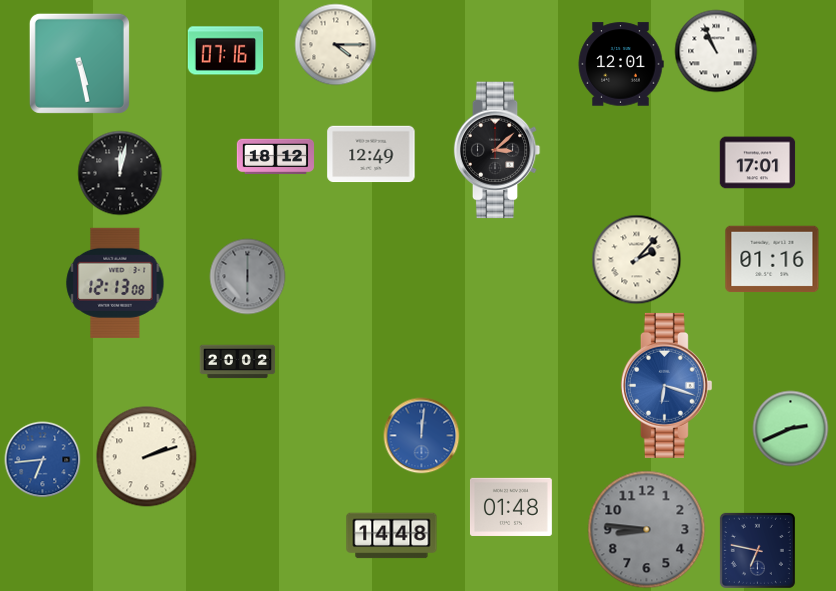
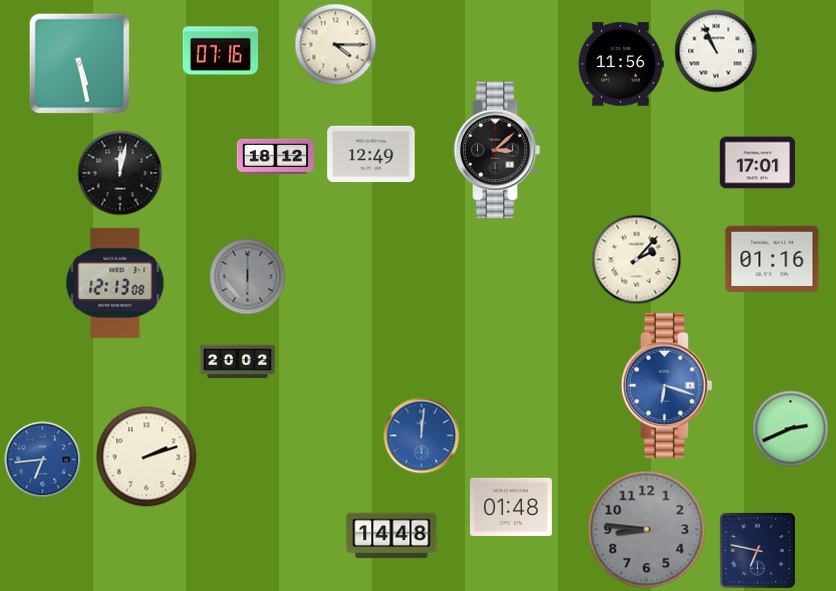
clock at (226, 51) position: (226, 51) -> (221, 51)
clock at (621, 64): 12:01 -> 11:56
